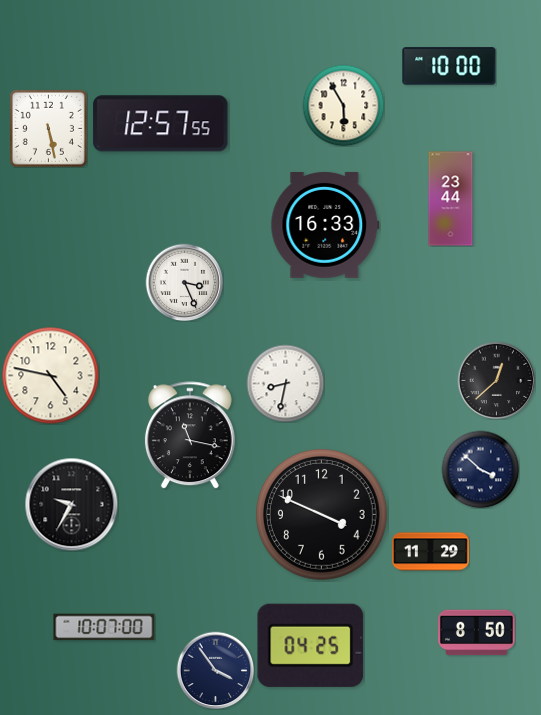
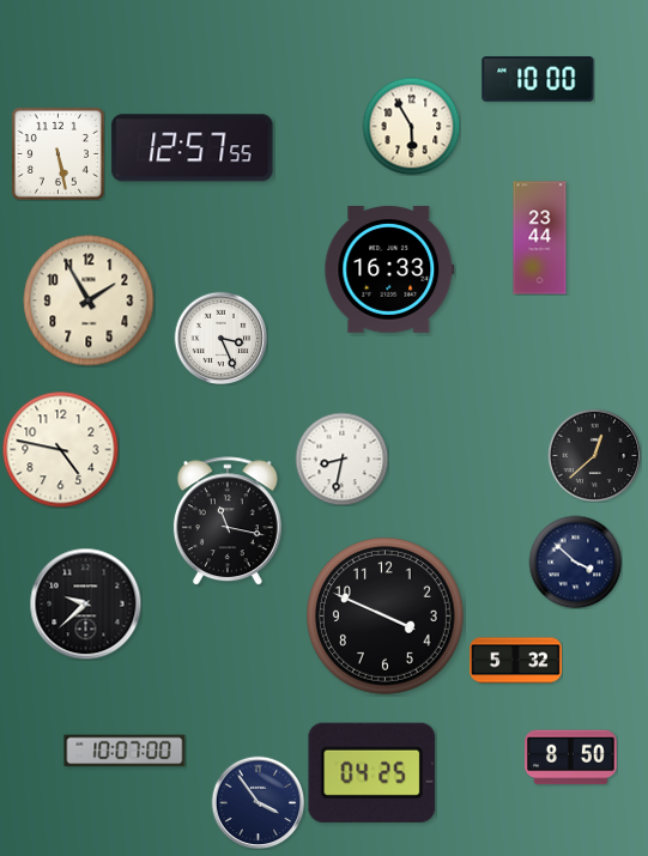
clock at (89, 300): none -> 1:55
clock at (71, 504): 9:35 -> 9:38
clock at (431, 552): 11:29 -> 5:32
